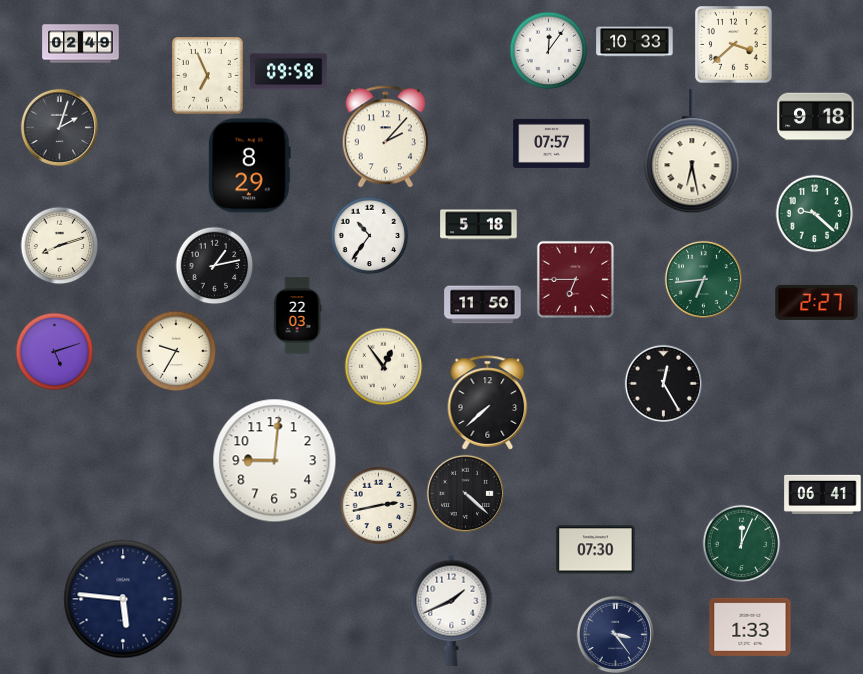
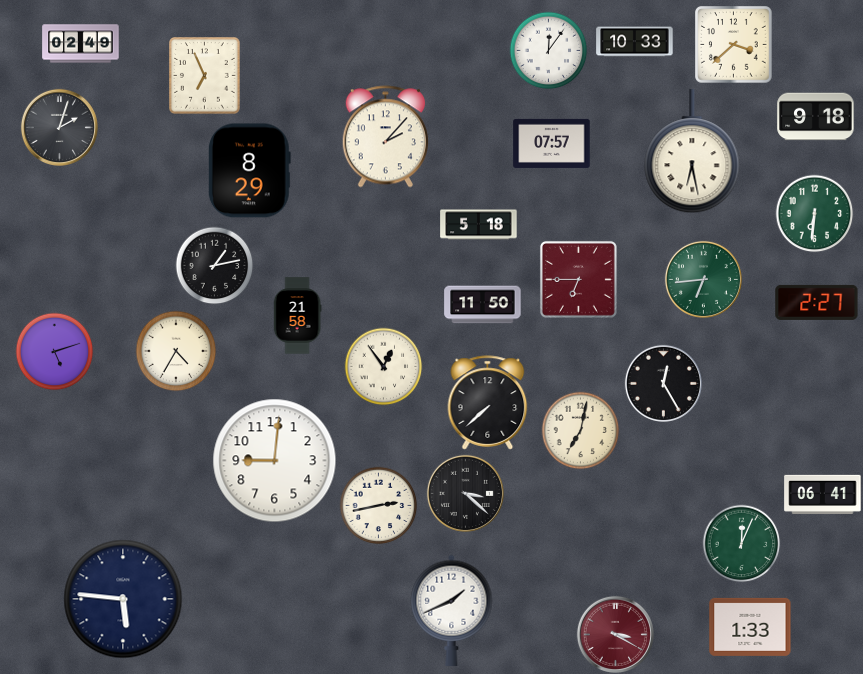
clock at (289, 72): 09:58 -> none
clock at (208, 76) position: (208, 76) -> (205, 76)
clock at (249, 166) position: (249, 166) -> (249, 171)
clock at (814, 213): 9:22 -> 6:31
clock at (369, 235): 10:36 -> none
clock at (59, 245): 8:12 -> none
clock at (575, 279) position: (575, 279) -> (578, 279)
clock at (297, 316): 22:03 -> 21:58
clock at (176, 351): 9:35 -> 4:35
clock at (580, 430): none -> 7:02
clock at (465, 493): 4:22 -> 3:22
clock at (596, 550): 07:30 -> none
clock at (615, 634): 3:24 -> 3:20
clock at (615, 634) dial: navy -> burgundy
